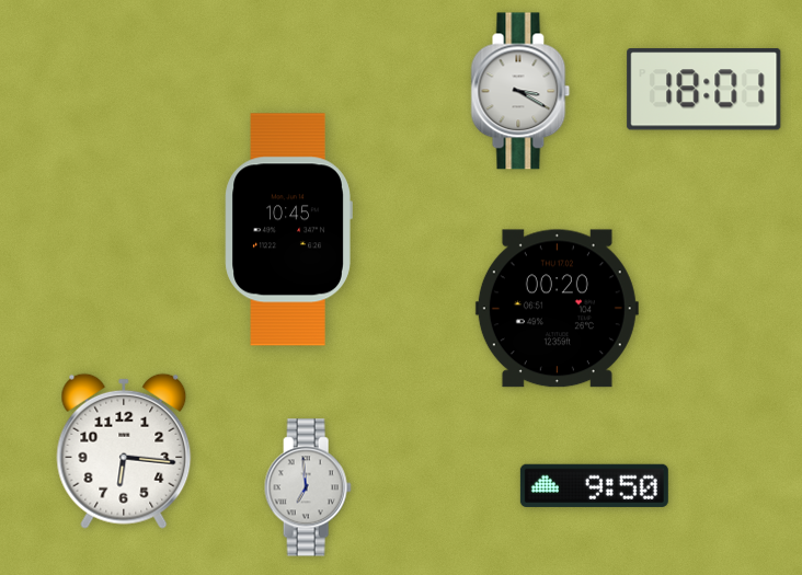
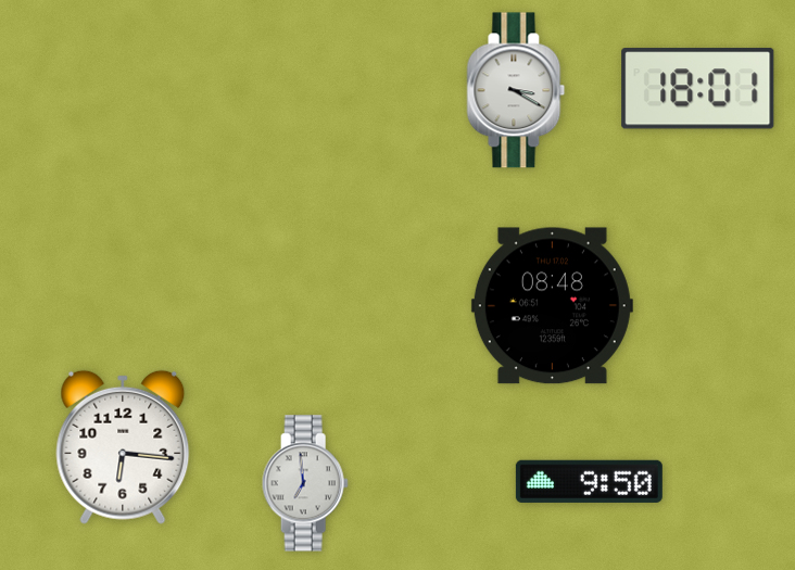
clock at (288, 230): 10:45 -> none
clock at (557, 309): 00:20 -> 08:48
